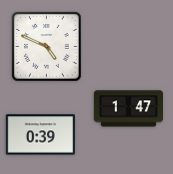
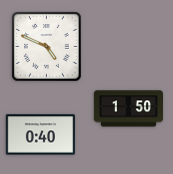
clock at (128, 109): 1:47 -> 1:50
clock at (40, 135): 0:39 -> 0:40
